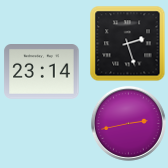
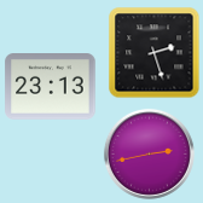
clock at (42, 72): 23:14 -> 23:13
clock at (128, 123) position: (128, 123) -> (149, 153)
